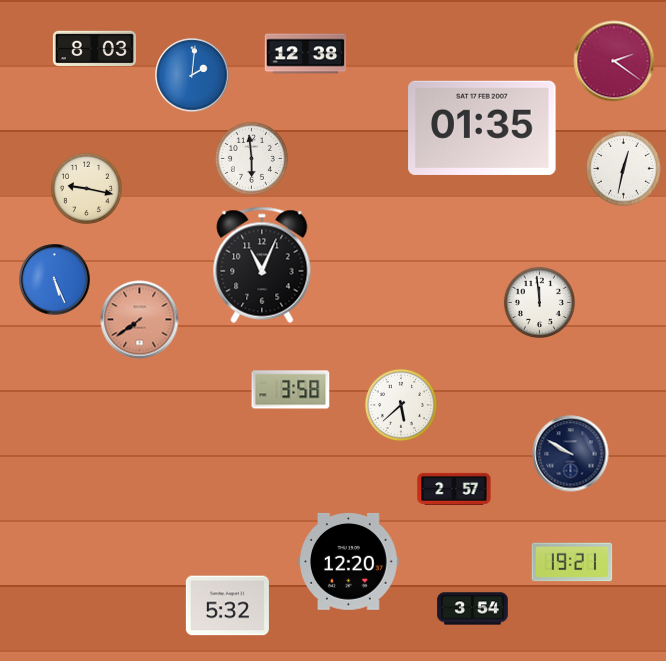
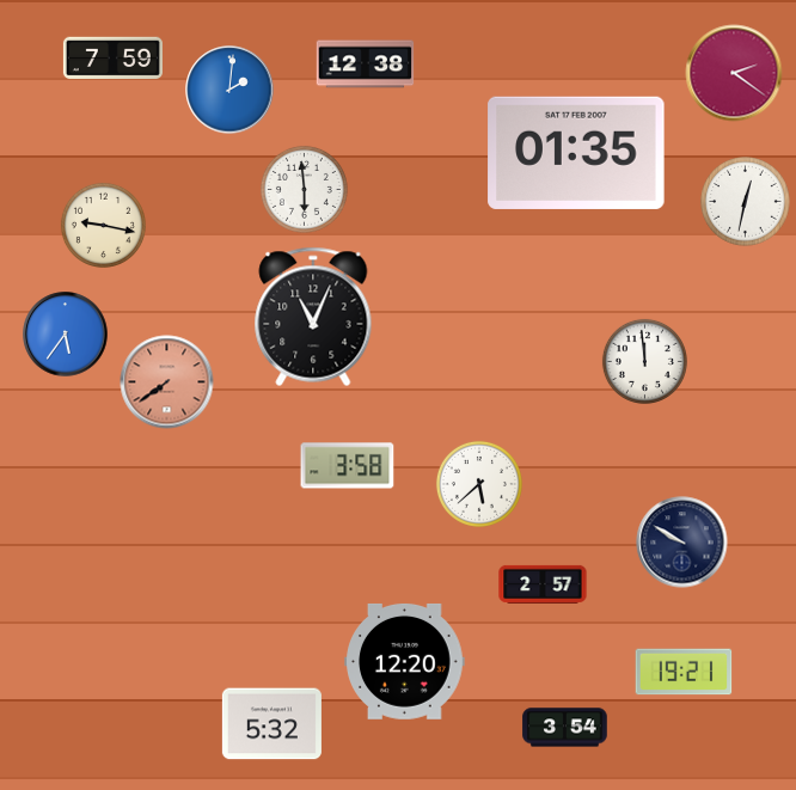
clock at (94, 49): 8:03 -> 7:59
clock at (251, 158) position: (251, 158) -> (304, 189)
clock at (55, 280): 5:26 -> 5:36
clock at (349, 561) position: (349, 561) -> (405, 661)
